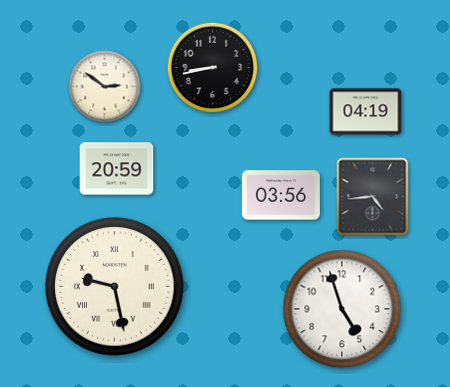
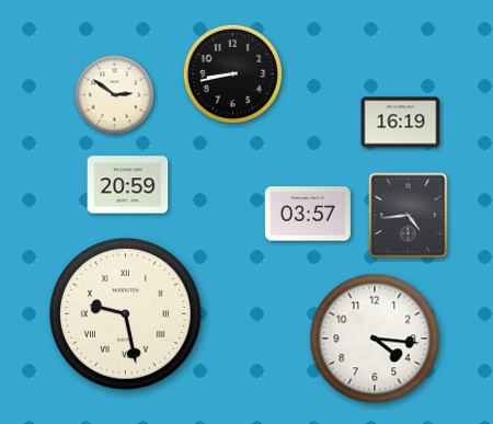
clock at (366, 112): 04:19 -> 16:19
clock at (281, 195): 03:56 -> 03:57
clock at (342, 309): 4:57 -> 4:16
